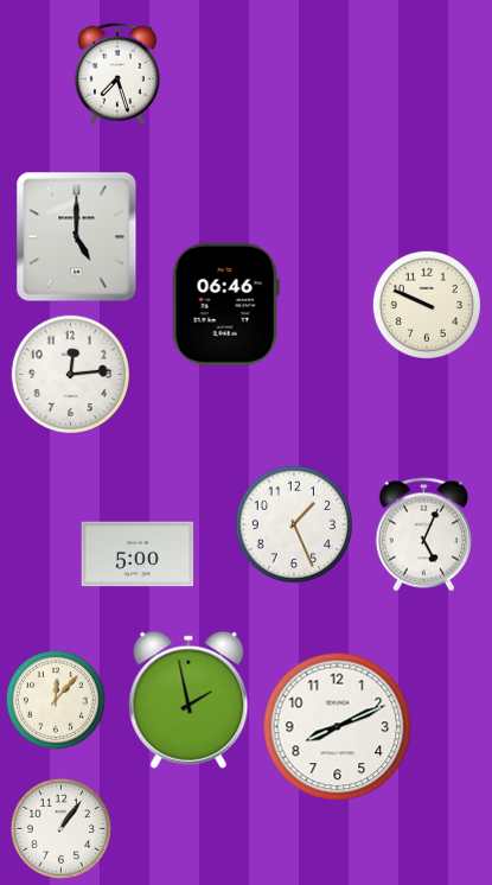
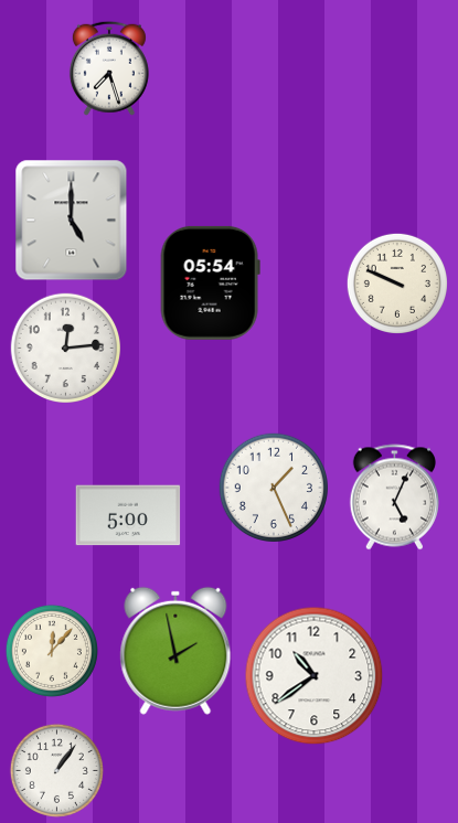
clock at (225, 304): 06:46 -> 05:54
clock at (338, 727): 8:11 -> 10:39
